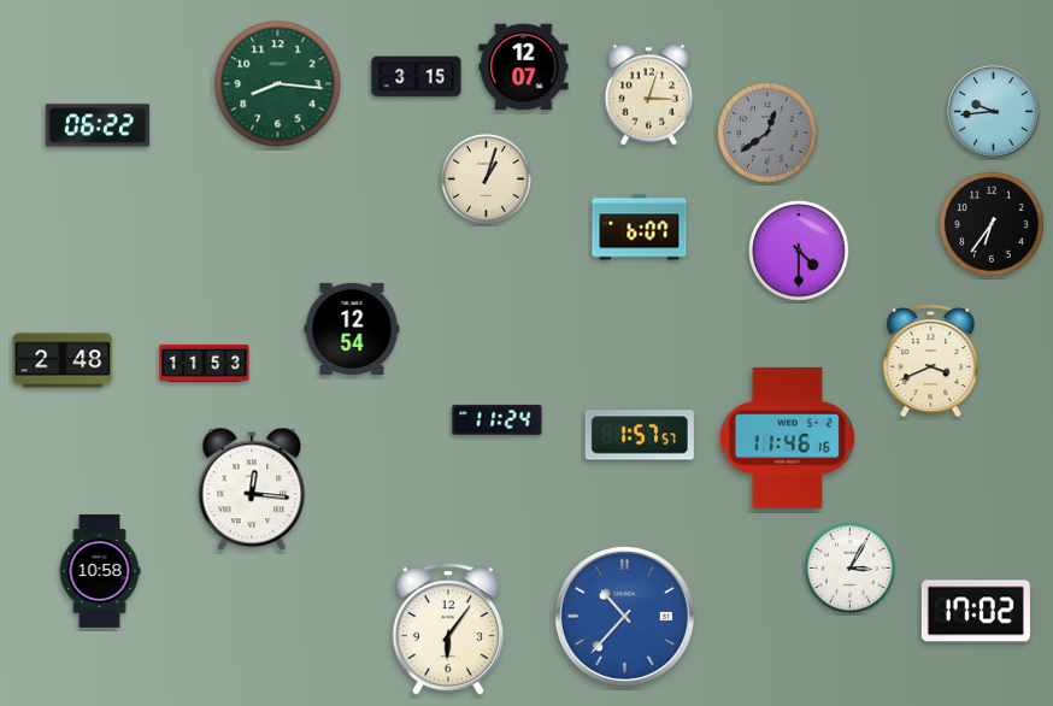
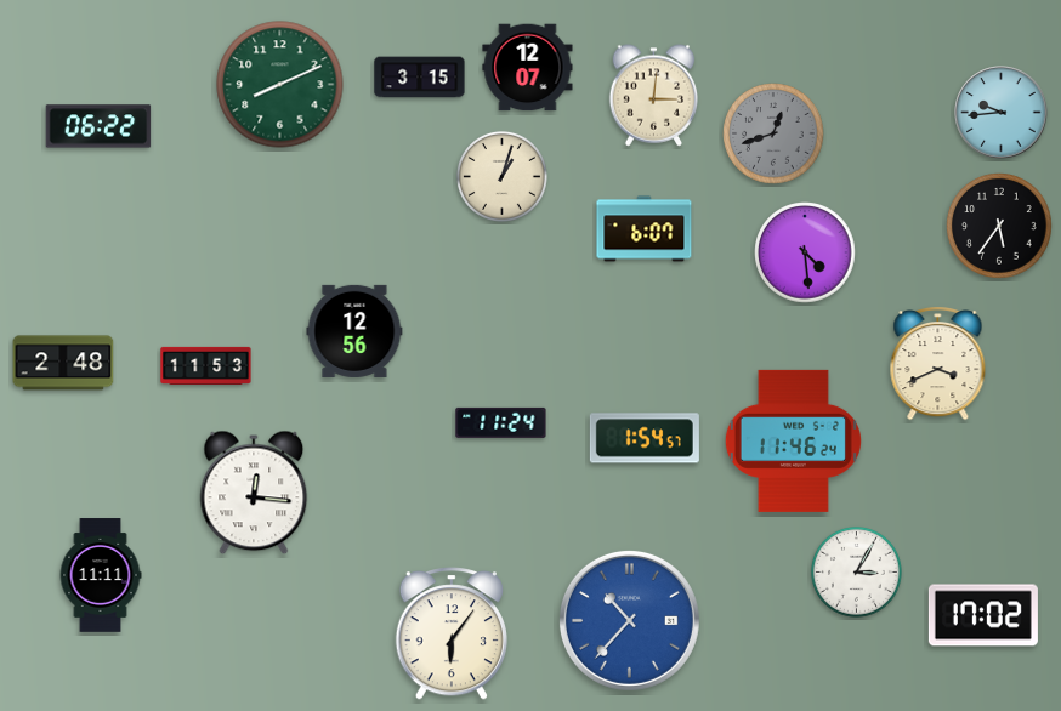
clock at (278, 84): 8:16 -> 8:11
clock at (649, 95): 3:03 -> 3:01
clock at (767, 133): 12:39 -> 12:42
clock at (486, 178) position: (486, 178) -> (501, 176)
clock at (992, 224): 6:36 -> 5:36
clock at (799, 251): 4:30 -> 4:29
clock at (352, 329): 12:54 -> 12:56
clock at (640, 435): 1:57 -> 1:54
clock at (787, 437): 11:46:16 -> 11:46:24
clock at (100, 571): 10:58 -> 11:11
